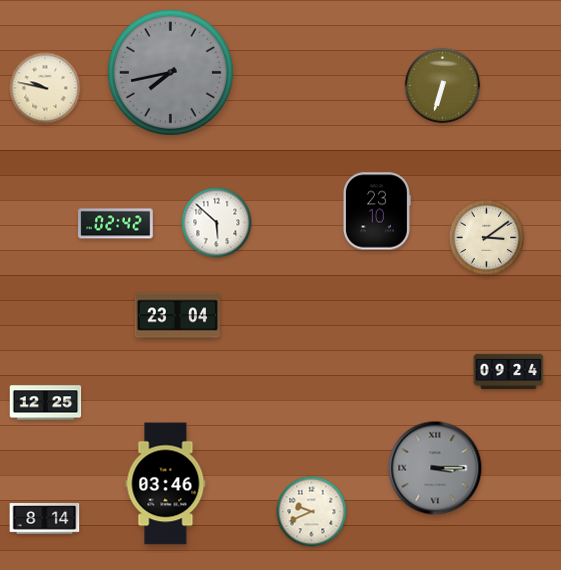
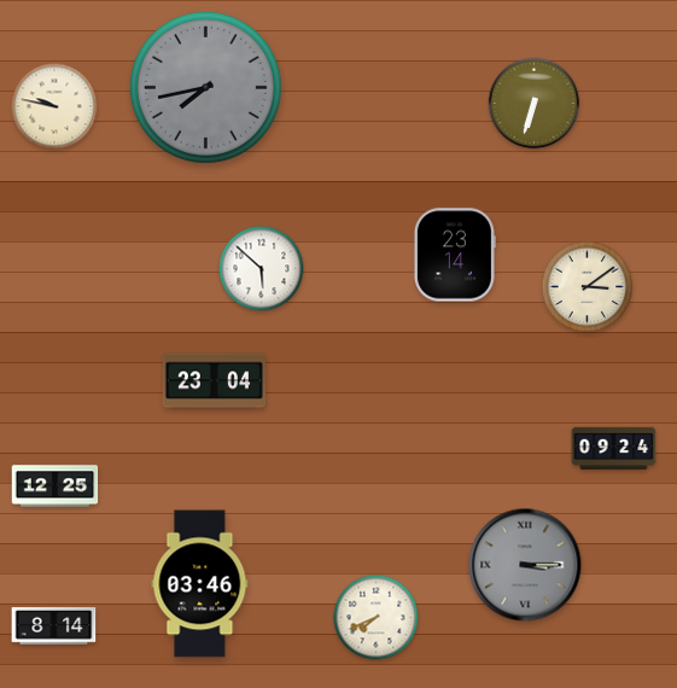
clock at (376, 211): 23:10 -> 23:14
clock at (116, 224): 02:42 -> none
clock at (312, 512): 9:41 -> 7:41
